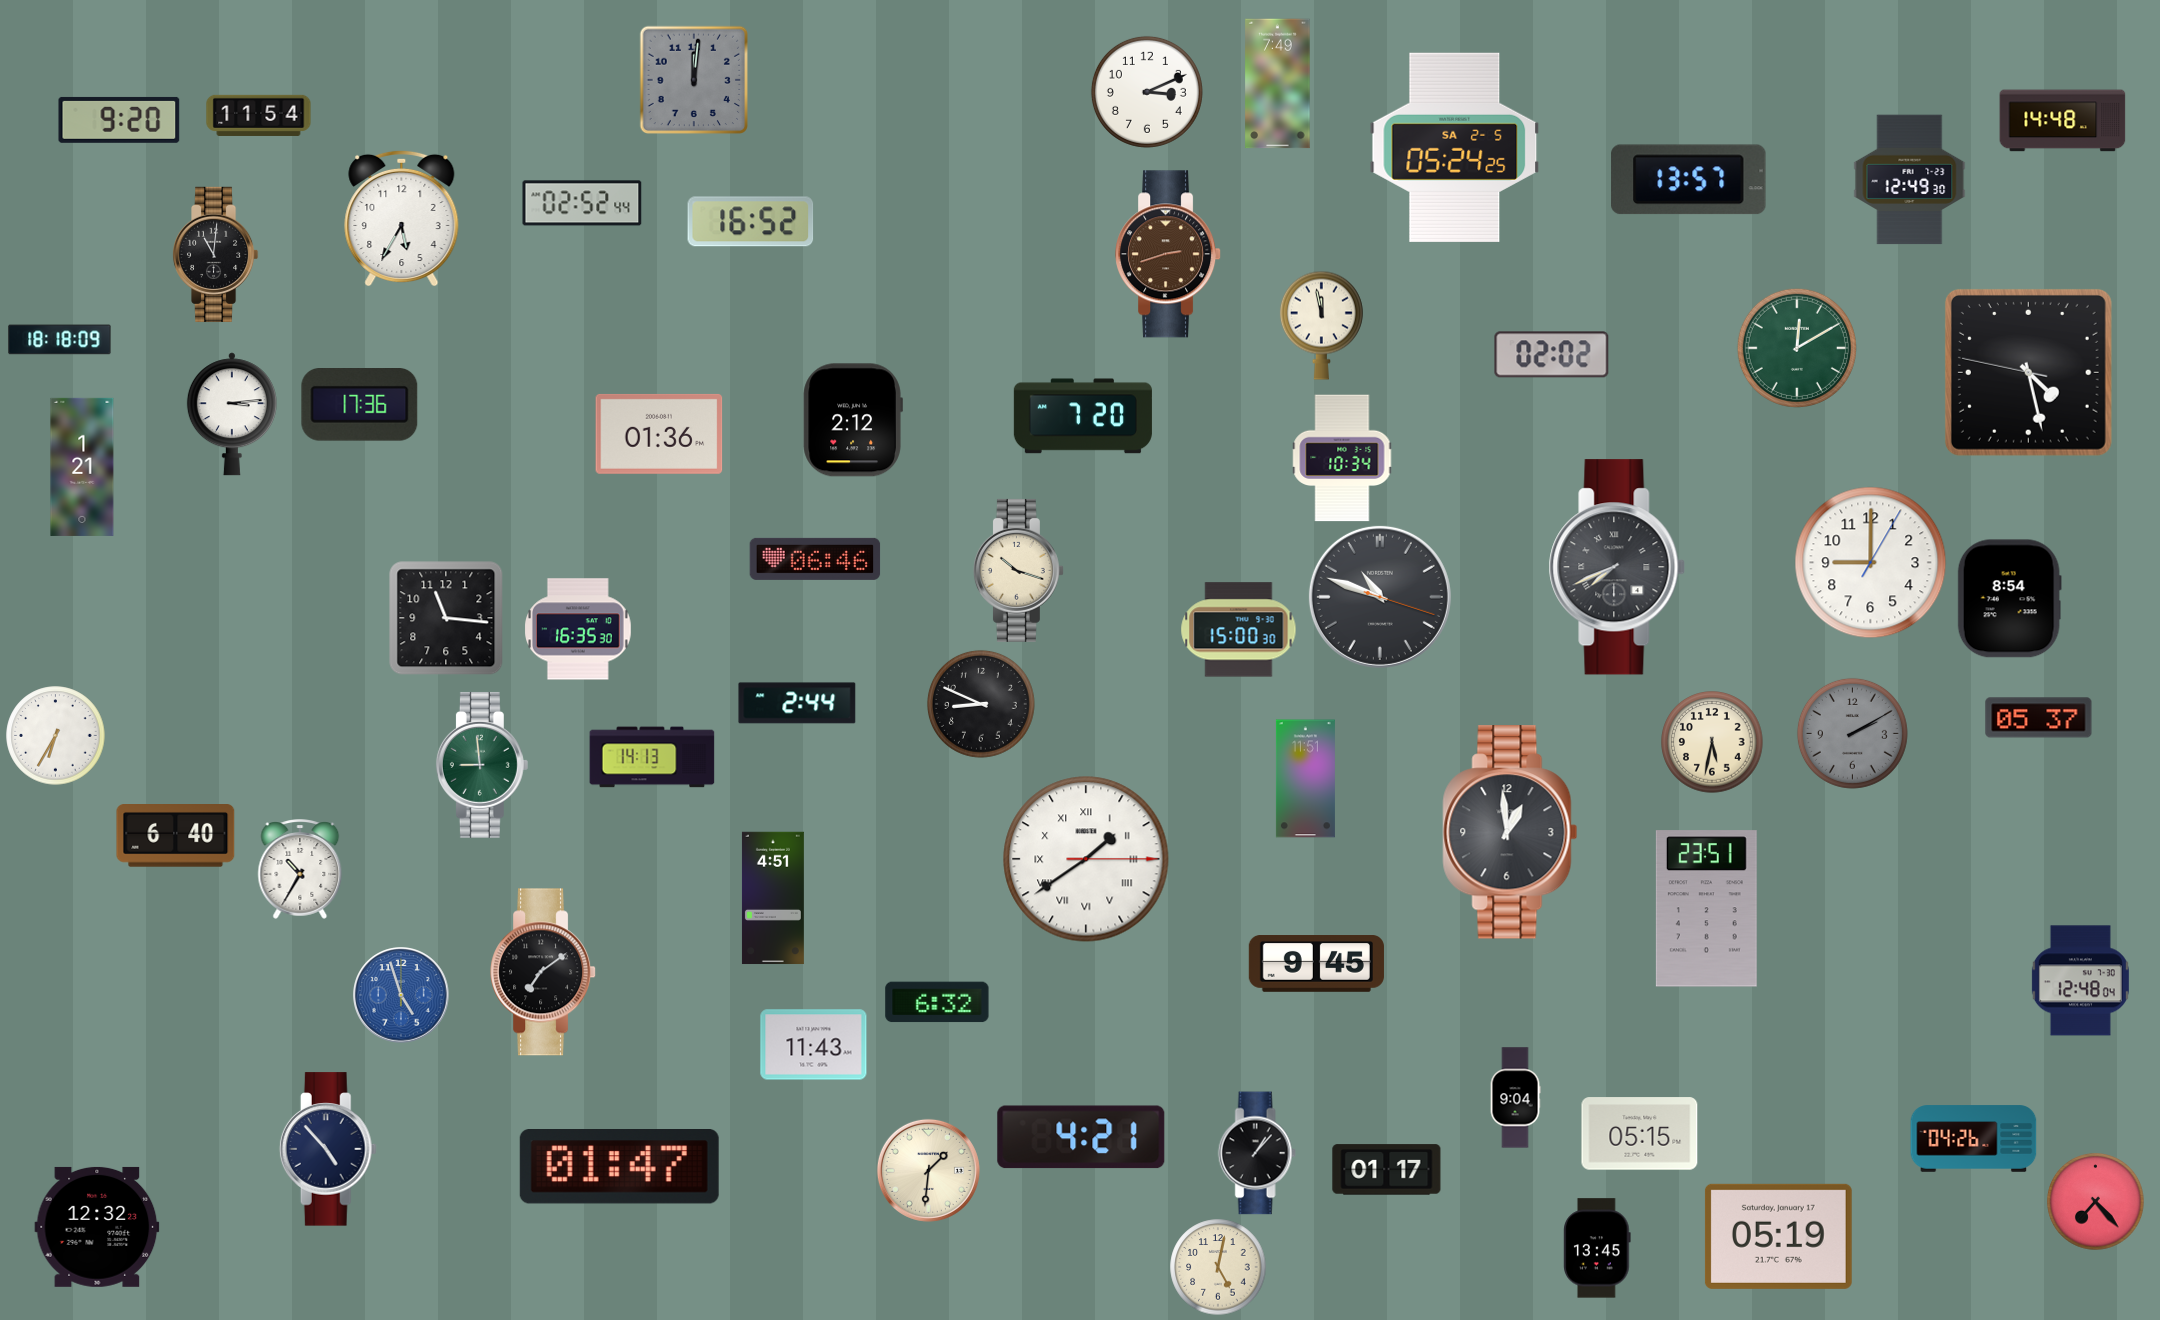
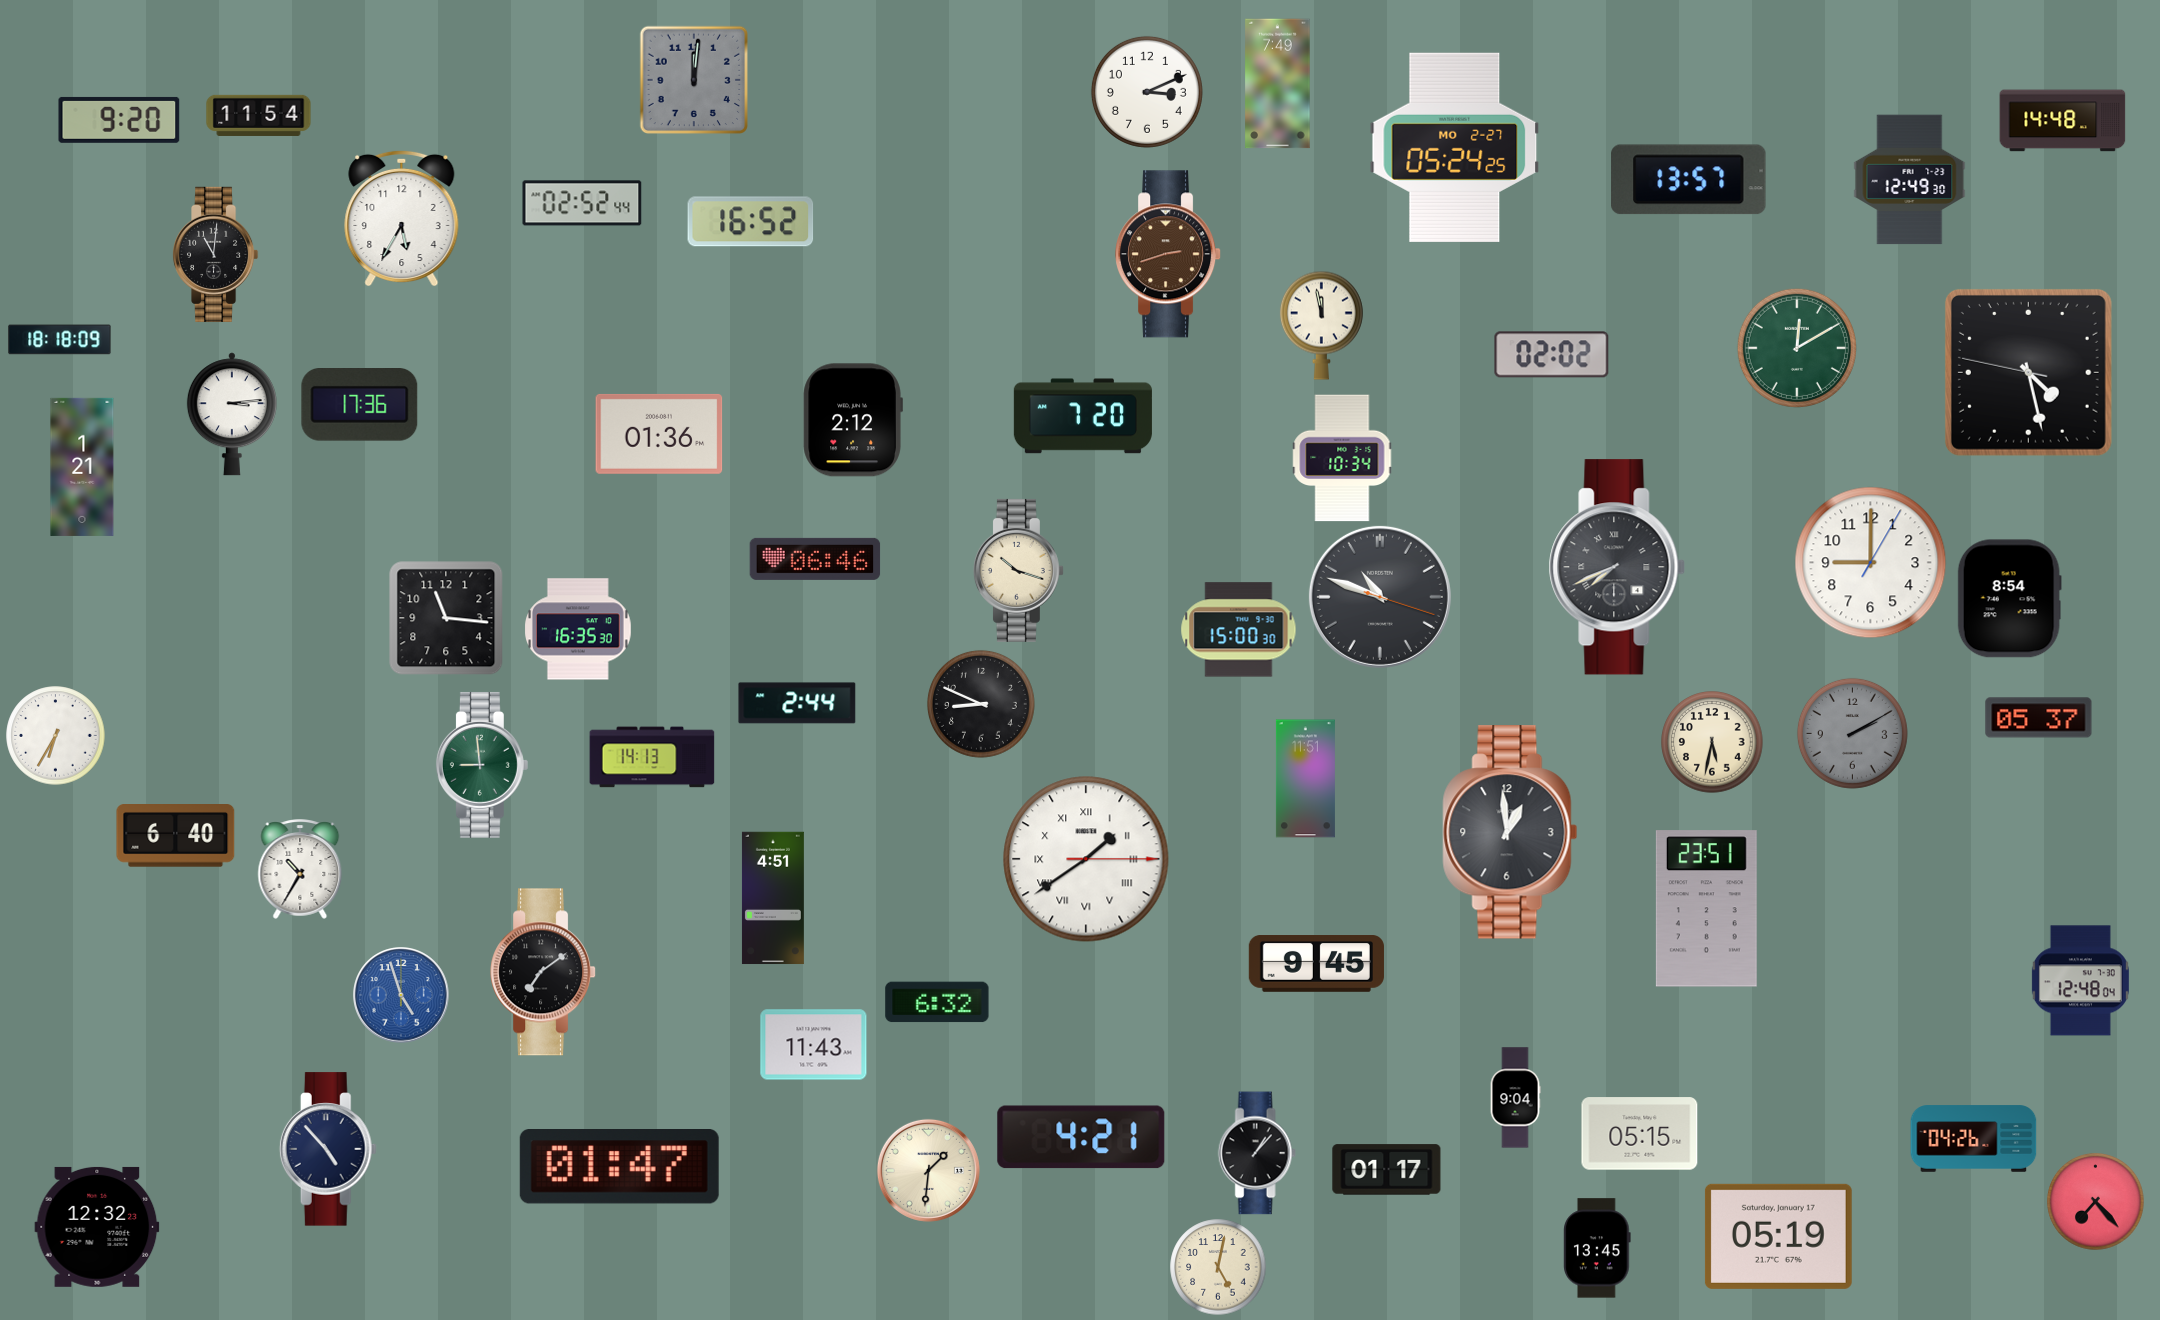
clock at (1455, 147) date: SA 2-5 -> MO 2-27
